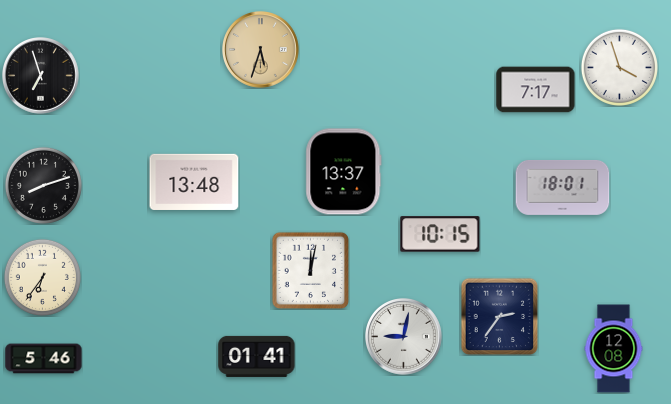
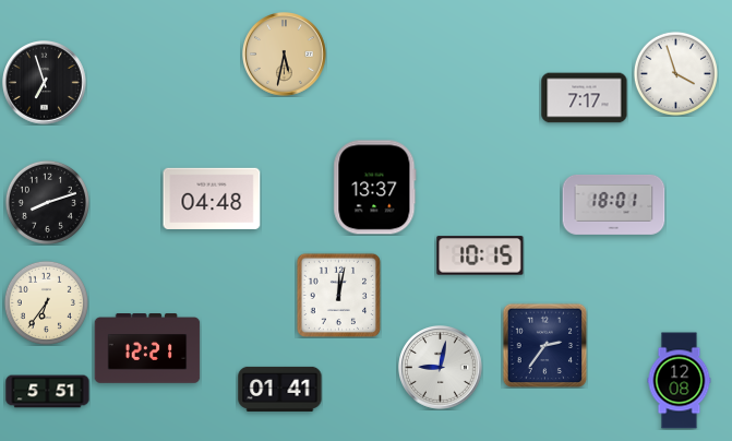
clock at (261, 50): 5:33 -> 5:32
clock at (194, 182): 13:48 -> 04:48
clock at (147, 349): none -> 12:21
clock at (614, 349) position: (614, 349) -> (680, 381)
clock at (44, 359): 5:46 -> 5:51
